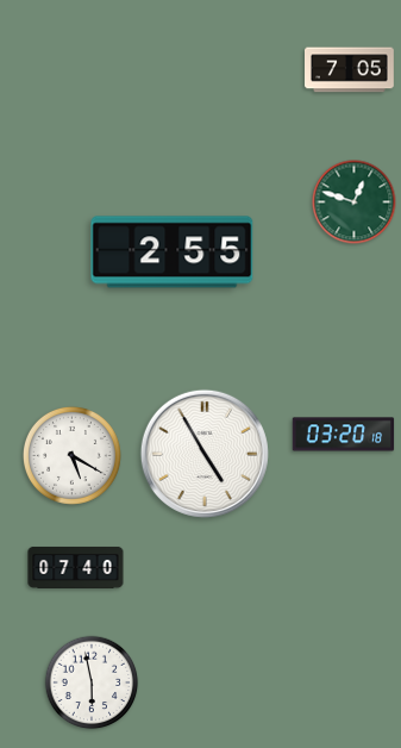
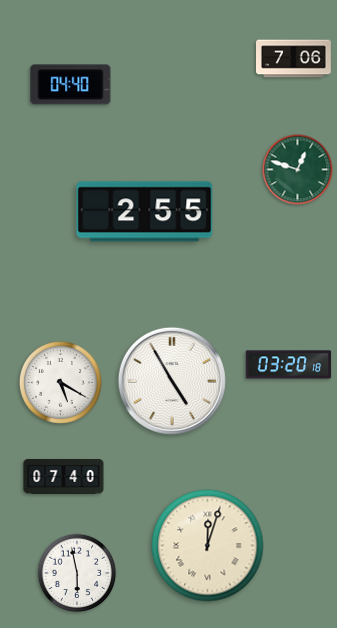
clock at (350, 70): 7:05 -> 7:06
clock at (71, 85): none -> 04:40
clock at (208, 546): none -> 12:03
